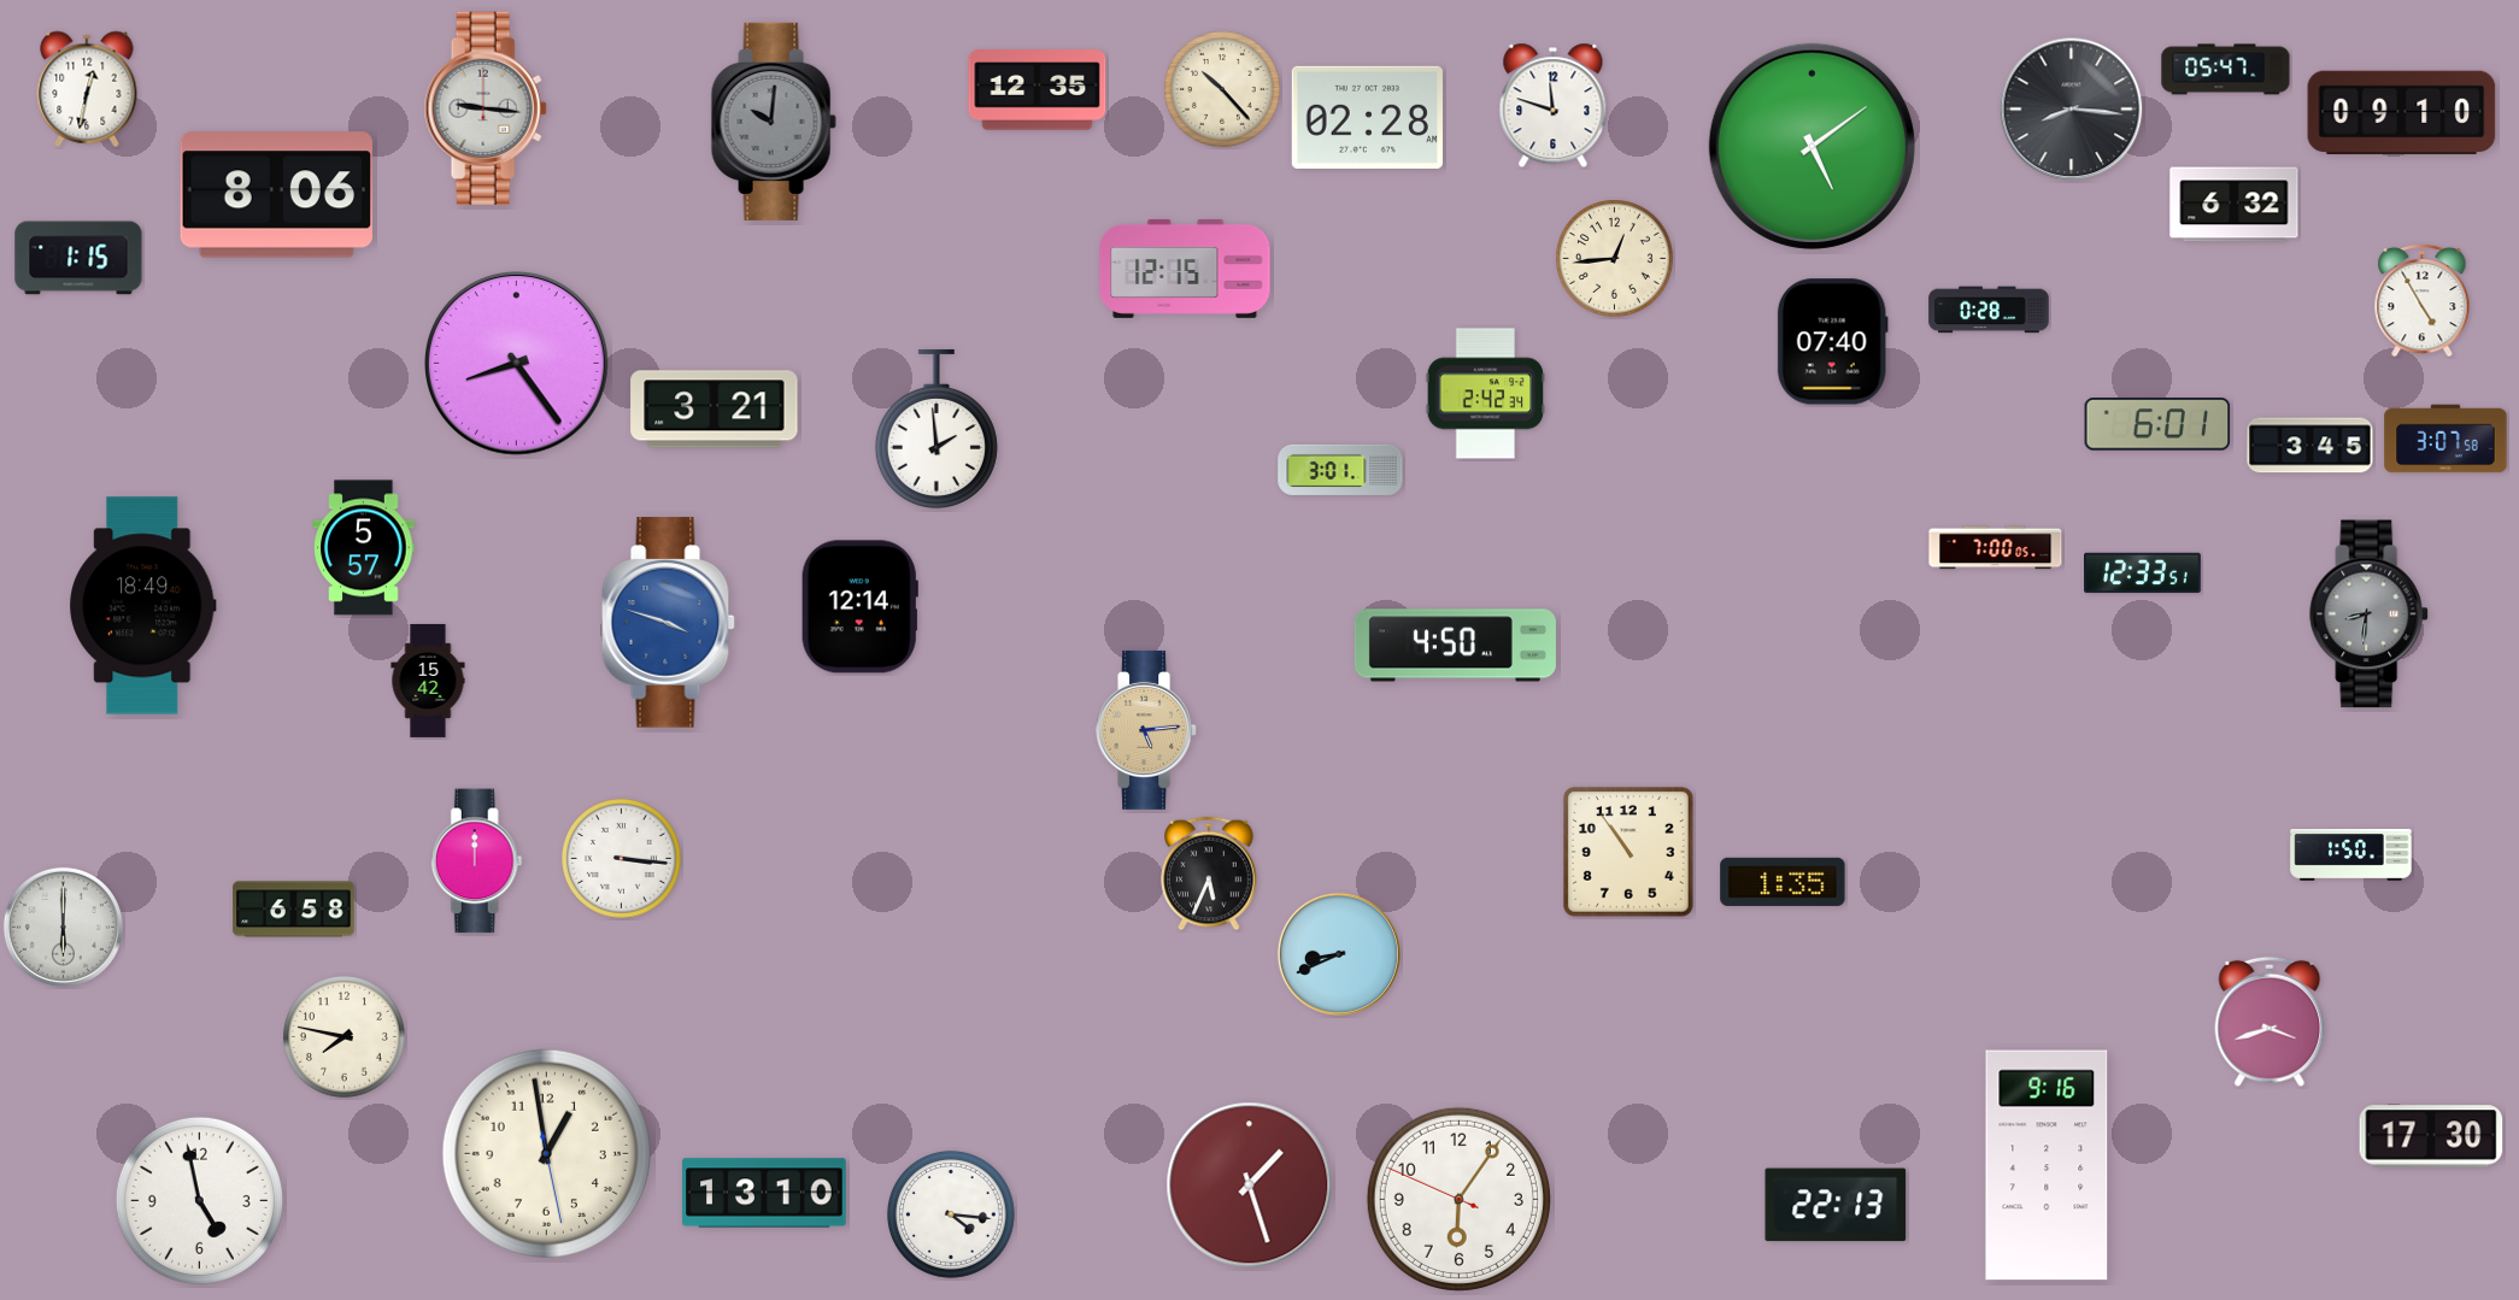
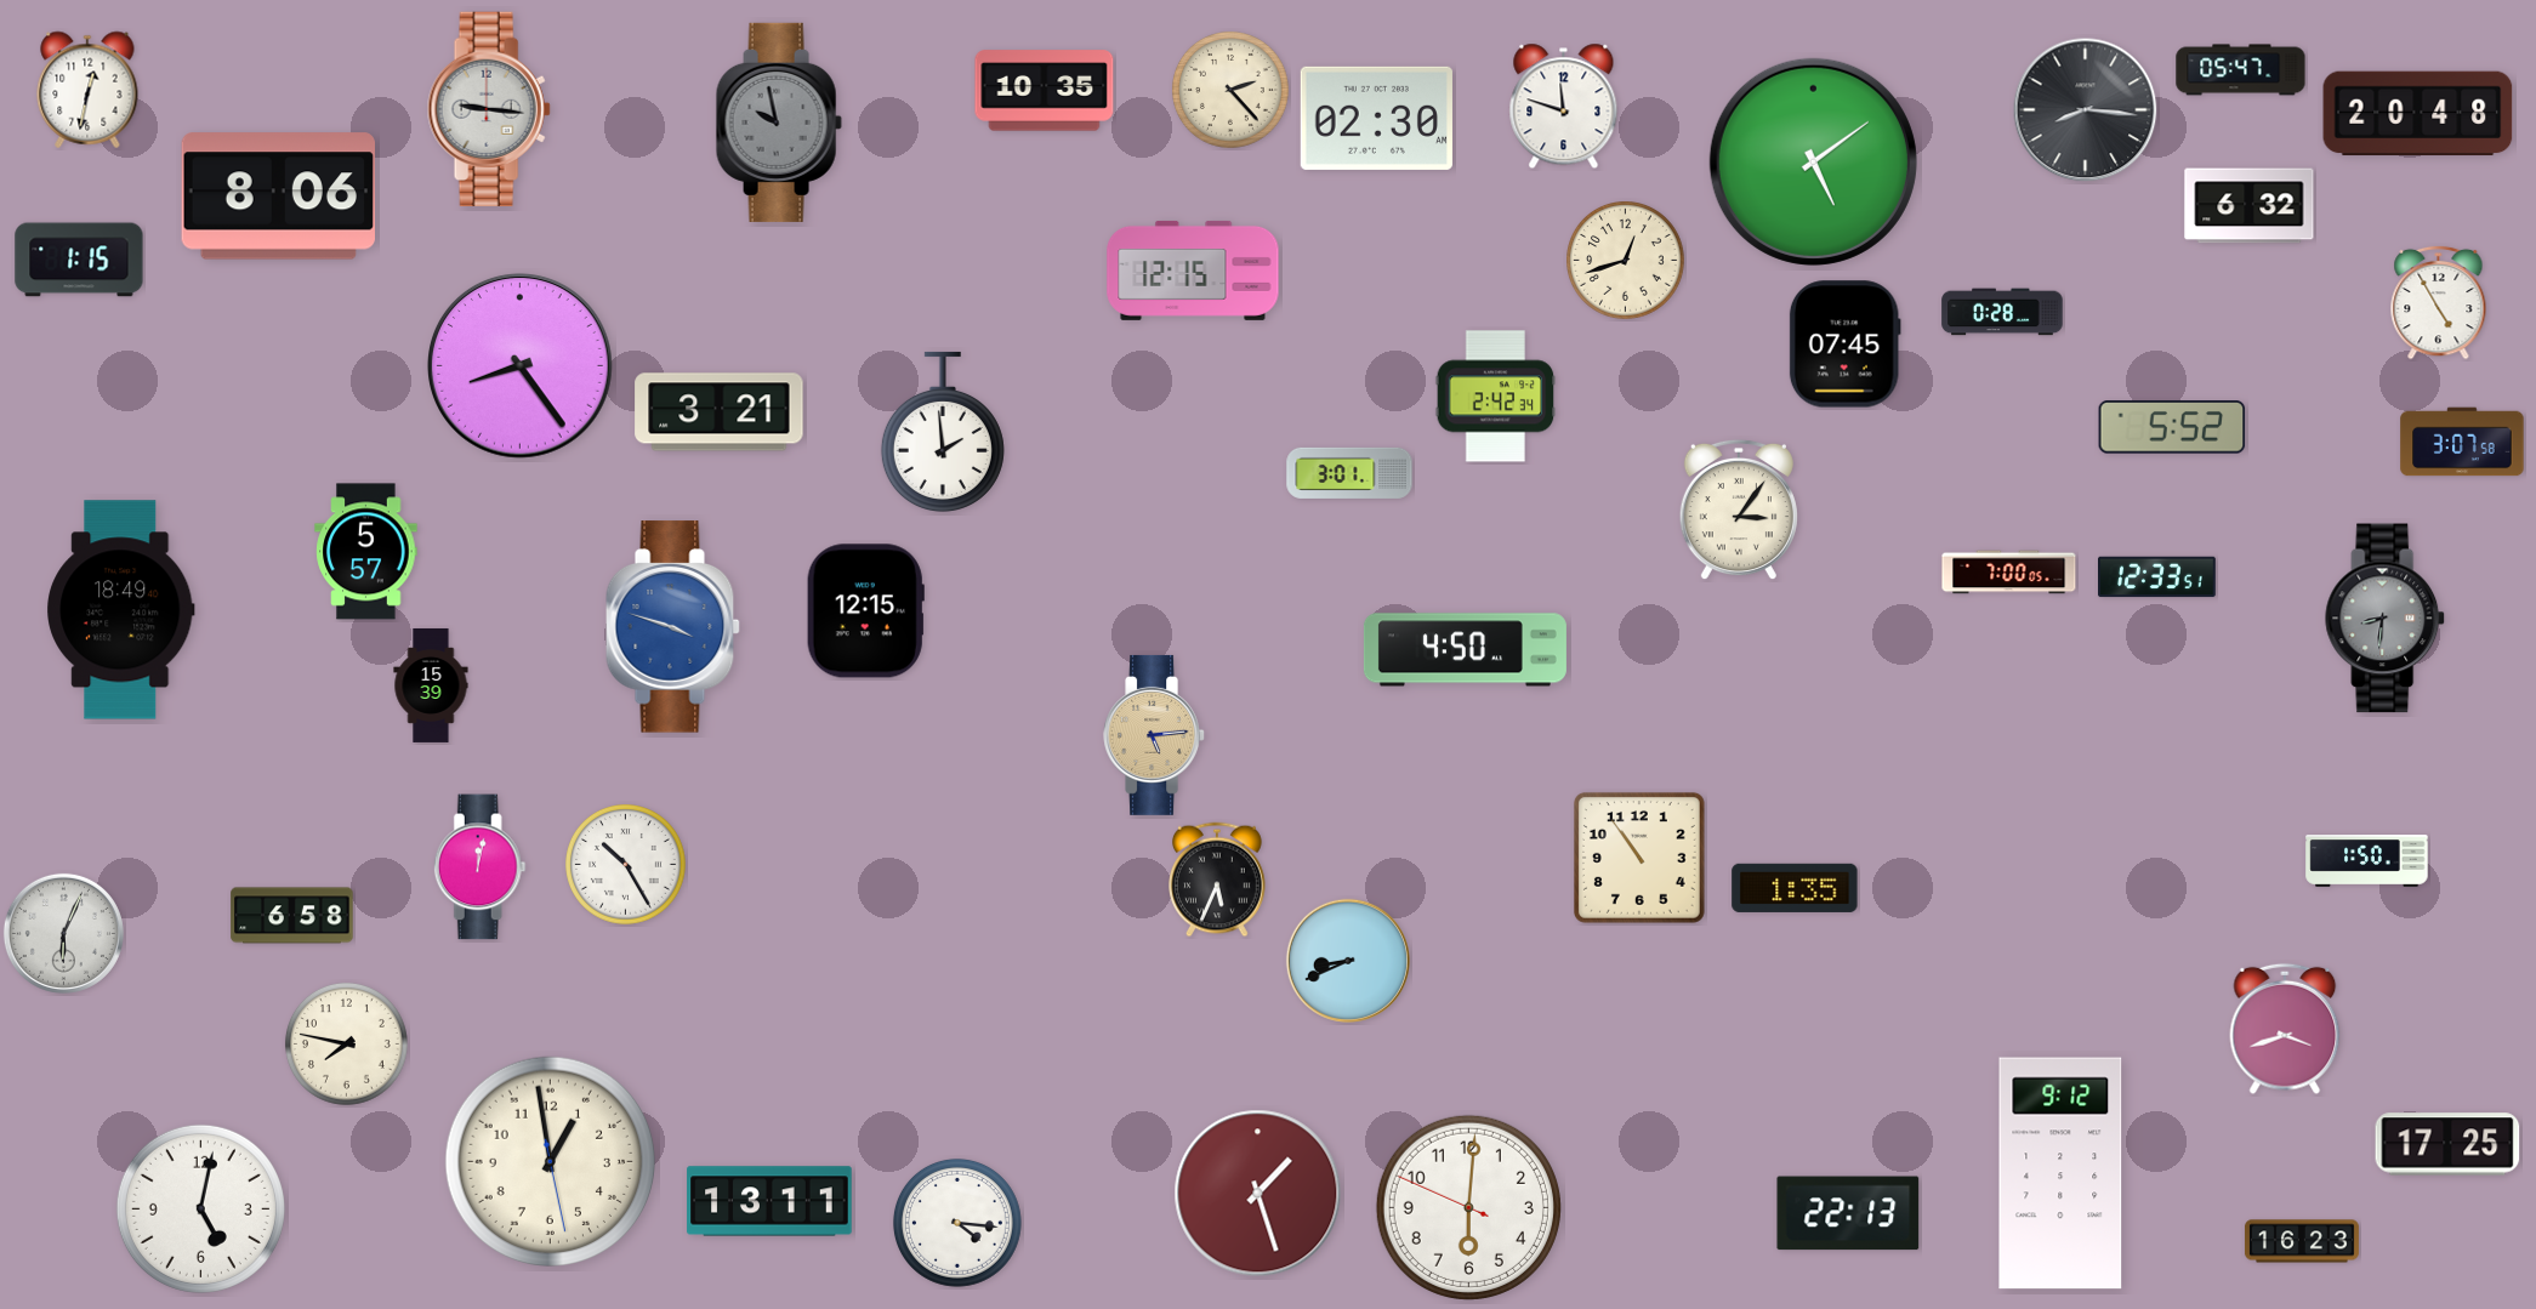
clock at (1038, 90): 12:35 -> 10:35
clock at (1223, 90): 10:23 -> 2:23
clock at (2402, 113): 09:10 -> 20:48
clock at (1367, 117): 02:28 -> 02:30
clock at (774, 122): 10:01 -> 9:58
clock at (1812, 146) position: (1812, 146) -> (1813, 161)
clock at (1615, 259): 12:44 -> 12:42
clock at (1832, 342): 07:40 -> 07:45
clock at (2157, 424): 6:01 -> 5:52
clock at (2310, 446): 3:45 -> none
clock at (1739, 510): none -> 3:06
clock at (1996, 548) position: (1996, 548) -> (2009, 573)
clock at (143, 606) position: (143, 606) -> (121, 610)
clock at (859, 607): 12:14 -> 12:15
clock at (428, 681): 15:42 -> 15:39
clock at (622, 859): 3:16 -> 10:25
clock at (476, 861): 12:00 -> 12:02
clock at (294, 910) position: (294, 910) -> (292, 916)
clock at (63, 927): 6:00 -> 6:04
clock at (2431, 1136): 17:30 -> 17:25
clock at (2047, 1165): 9:16 -> 9:12
clock at (764, 1193): 13:10 -> 13:11
clock at (1458, 1199): 6:05 -> 6:00
clock at (199, 1200): 4:58 -> 5:02
clock at (2302, 1241): none -> 16:23
